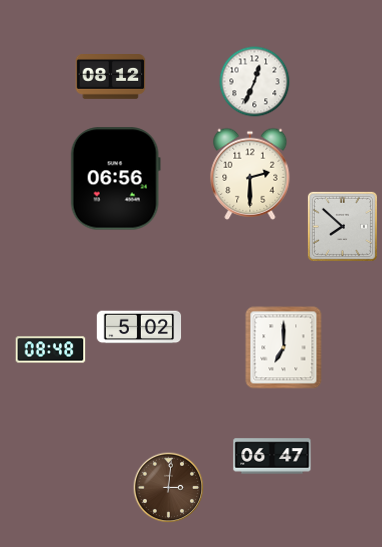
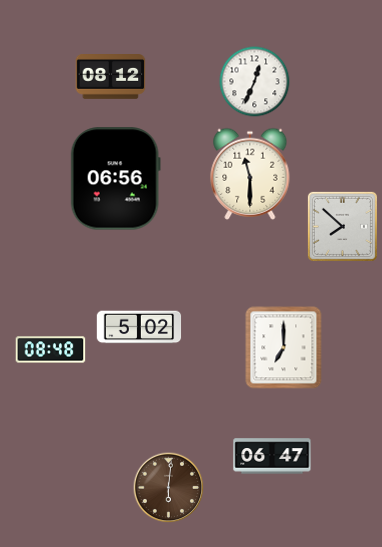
clock at (250, 174): 2:30 -> 11:30
clock at (169, 488): 3:01 -> 6:01
